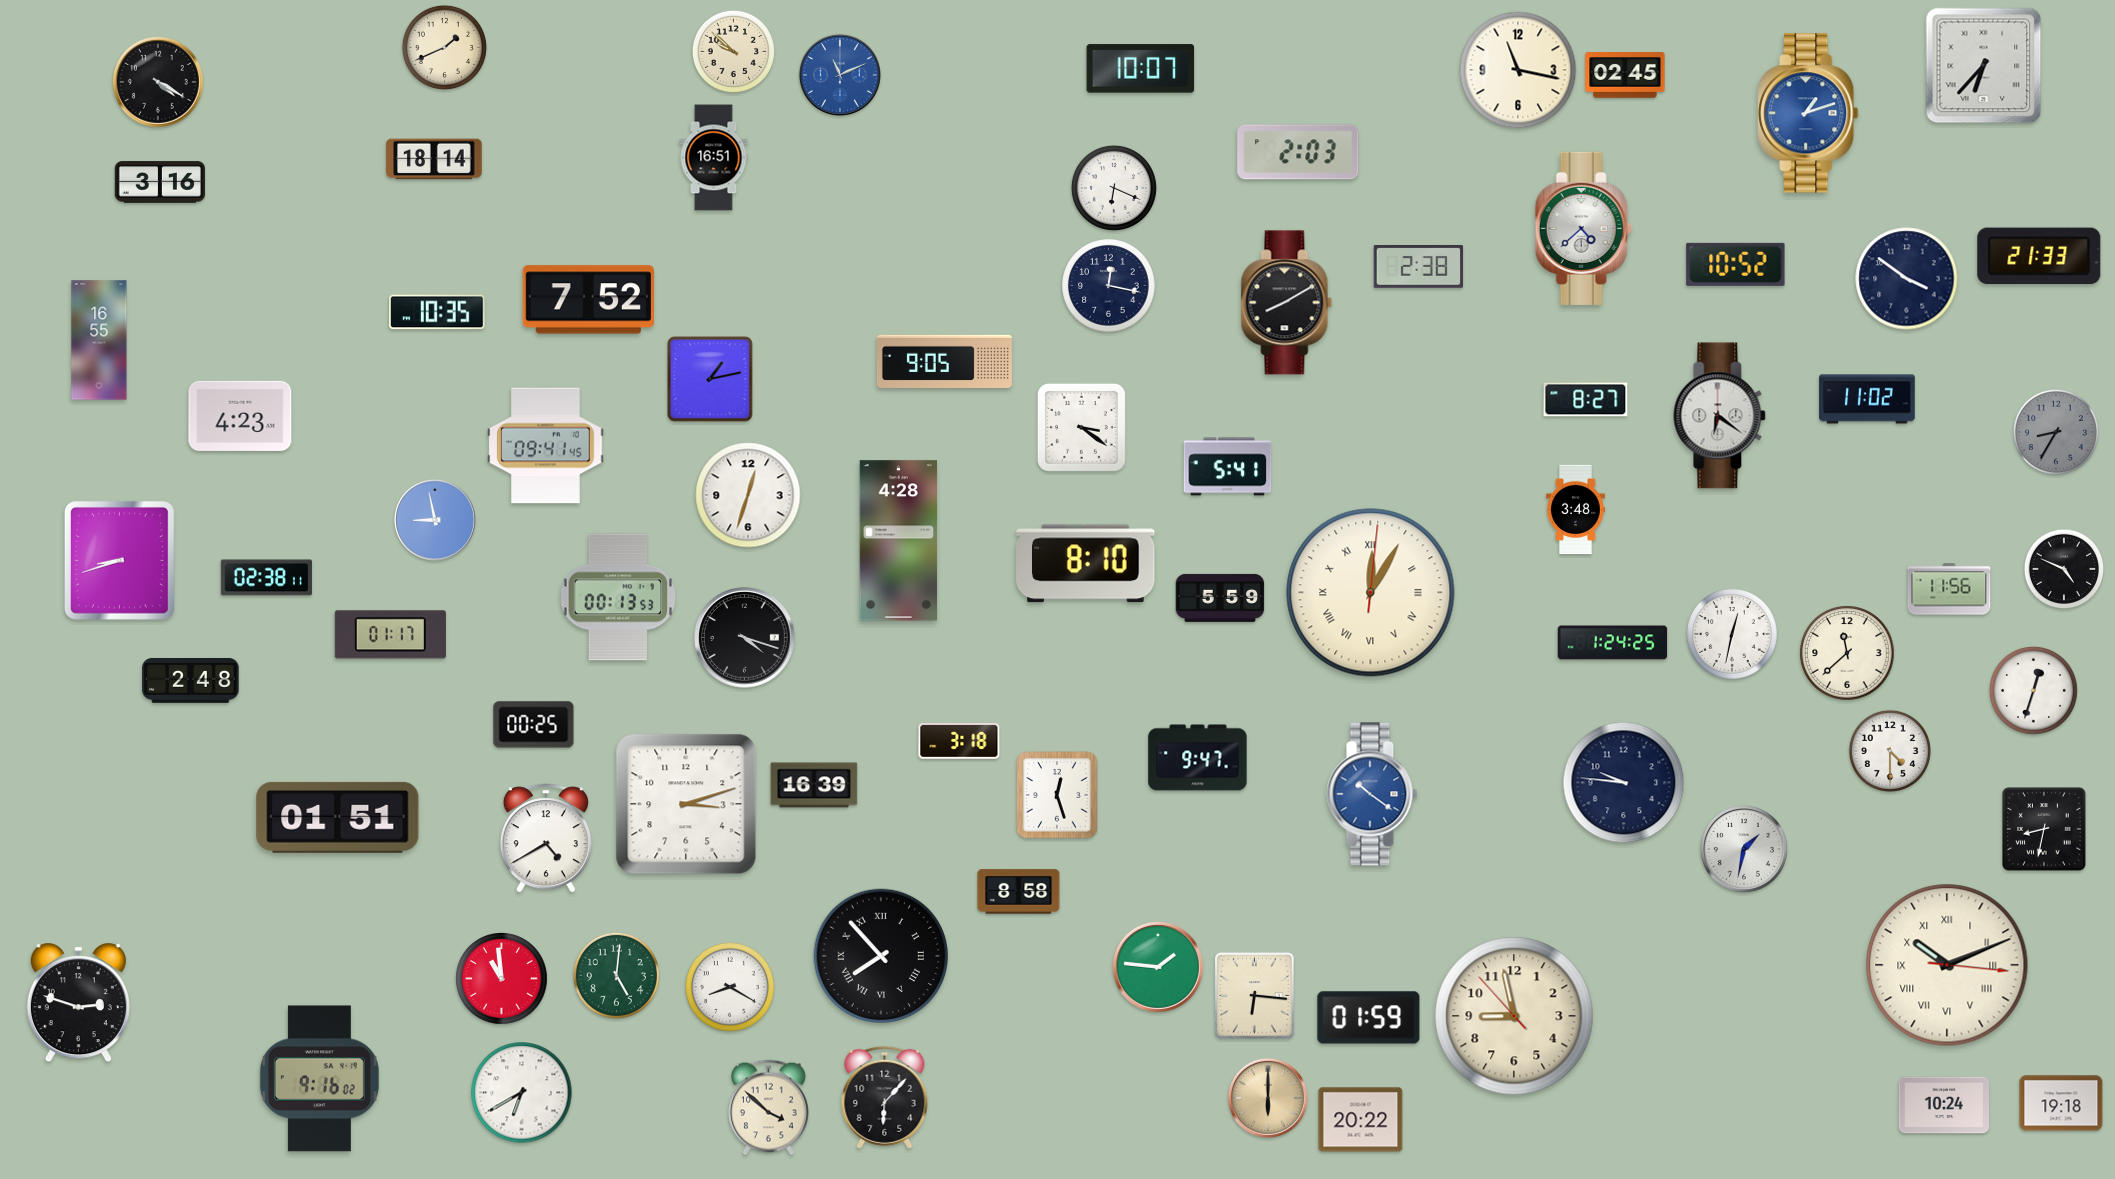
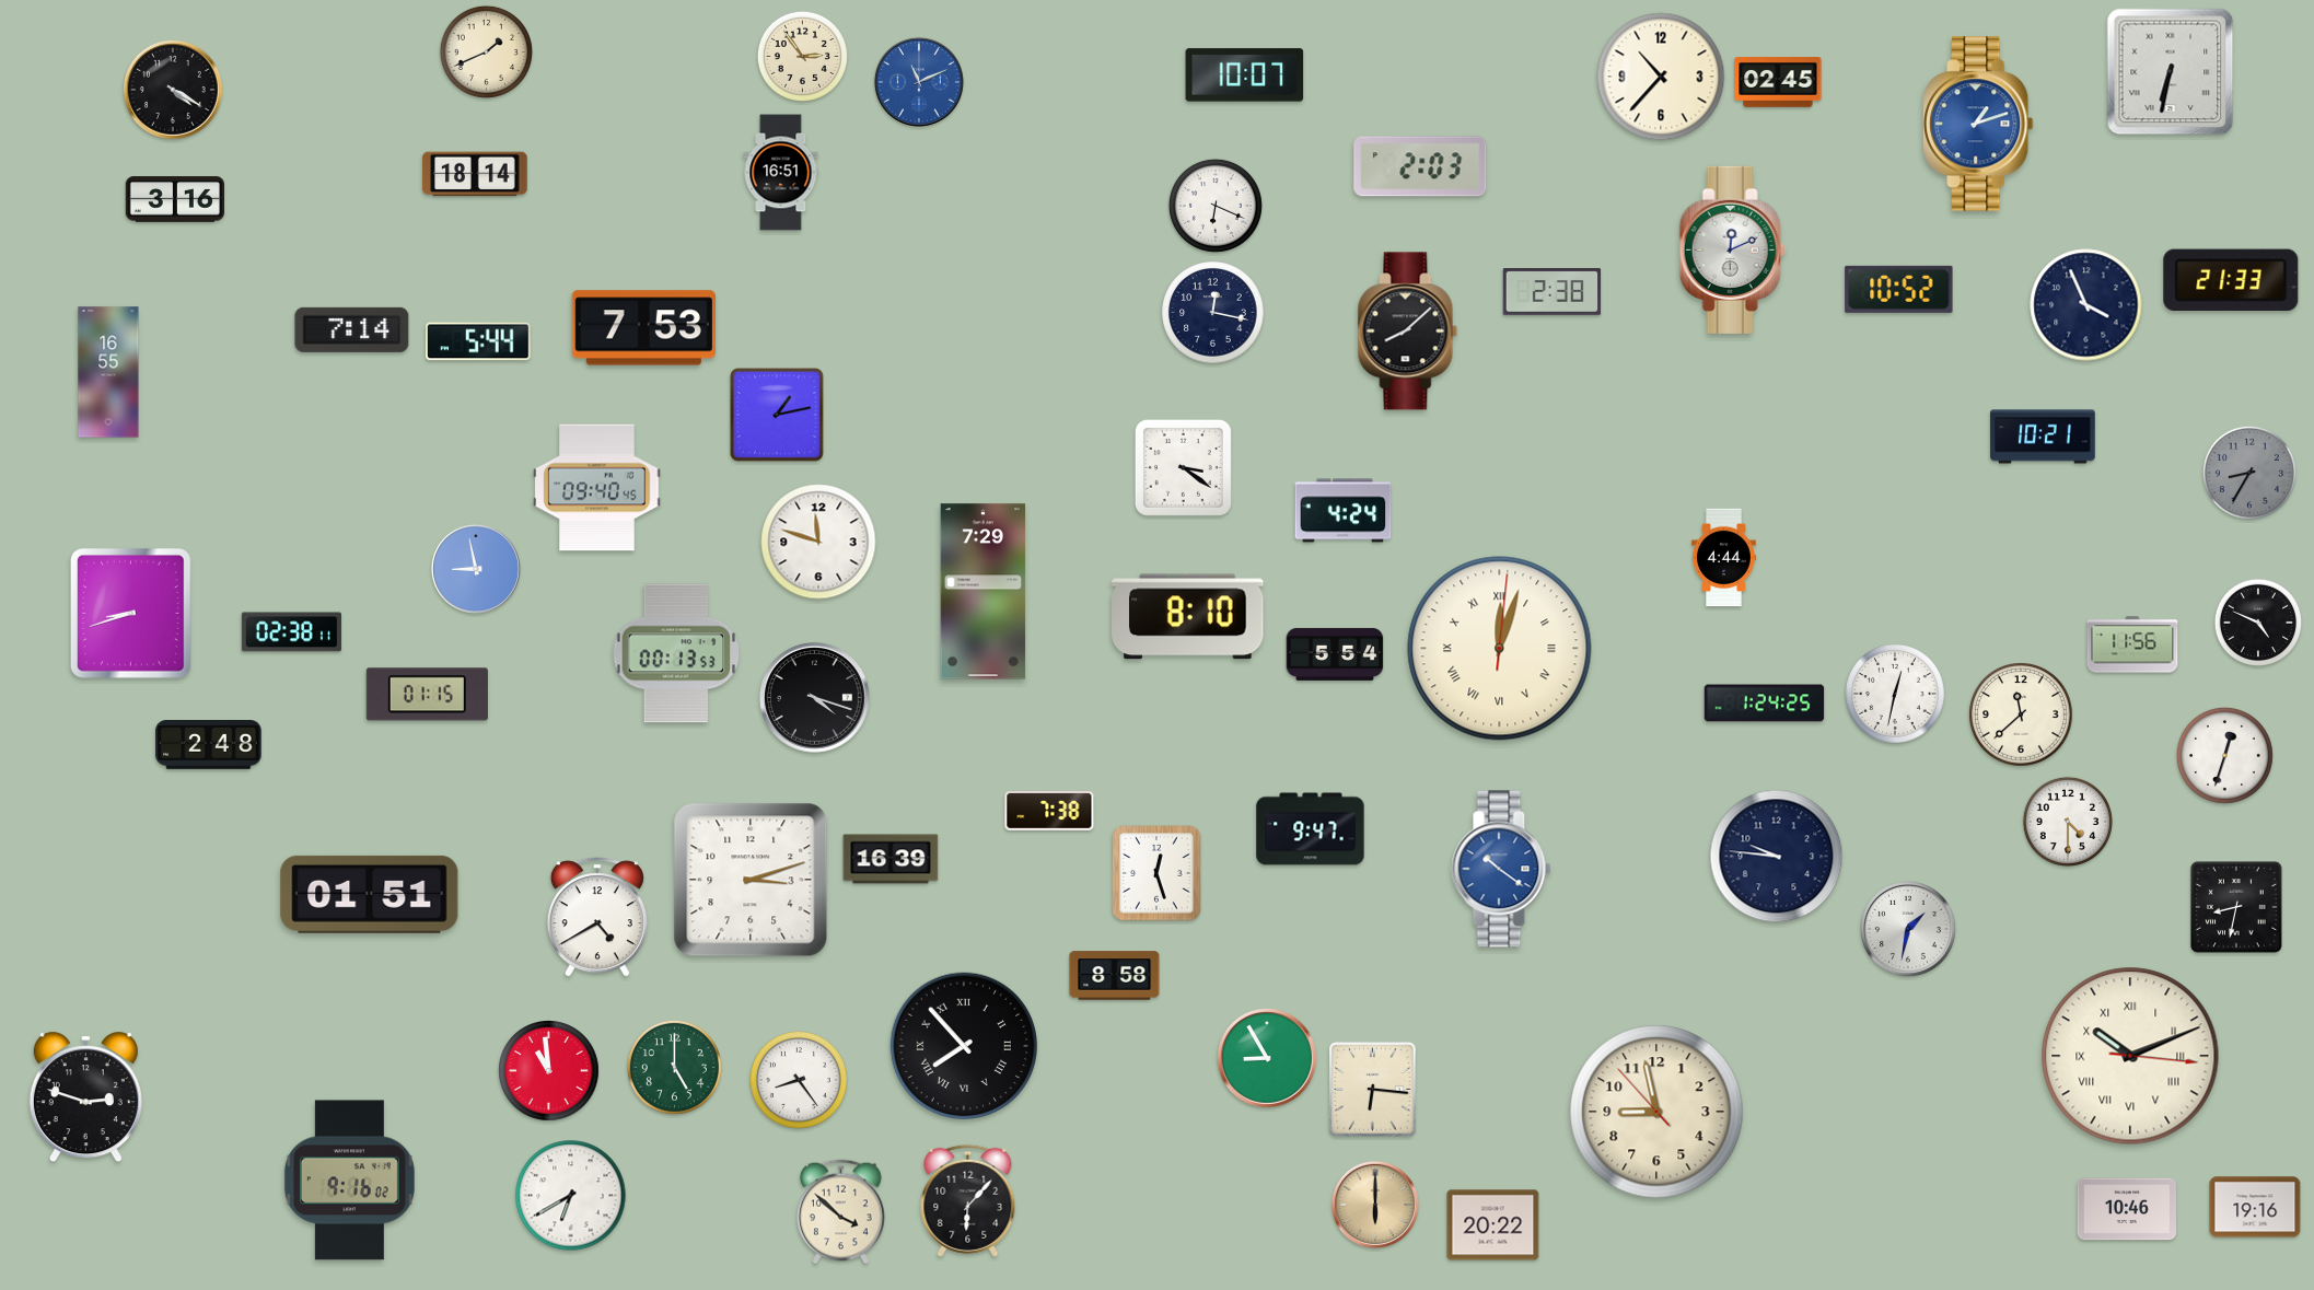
clock at (733, 51): 9:52 -> 2:54
clock at (1984, 66): 6:37 -> 6:32
clock at (1141, 69) position: (1141, 69) -> (1245, 75)
clock at (1518, 70): 11:17 -> 10:37
clock at (1114, 188) position: (1114, 188) -> (1216, 206)
clock at (1583, 228): 4:38 -> 12:11
clock at (1907, 279): 3:51 -> 3:56
clock at (588, 300): 7:52 -> 7:53
clock at (352, 329): none -> 7:14
clock at (1287, 303): 8:10 -> 8:08
clock at (437, 312): 10:35 -> 5:44
clock at (944, 361): 9:05 -> none
clock at (1867, 399): 11:02 -> 10:21
clock at (1586, 400): 8:27 -> none
clock at (240, 416): 4:23 -> none
clock at (1720, 416): 6:21 -> none
clock at (546, 446): 09:41 -> 09:40
clock at (1228, 467): 5:41 -> 4:24
clock at (748, 495): 12:33 -> 11:48
clock at (1576, 510): 3:48 -> 4:44
clock at (899, 541): 4:28 -> 7:29
clock at (1371, 593): 12:05 -> 12:03
clock at (1220, 598): 5:59 -> 5:54
clock at (390, 635): 01:17 -> 01:15
clock at (534, 725): 00:25 -> none
clock at (959, 742): 3:18 -> 7:38
clock at (1057, 795) position: (1057, 795) -> (1156, 873)
clock at (1158, 967): 1:46 -> 8:55
clock at (616, 975): 5:01 -> 5:00
clock at (730, 987): 8:20 -> 8:24
clock at (1369, 1018): 01:59 -> none
clock at (1268, 1098) position: (1268, 1098) -> (1375, 1205)
clock at (2061, 1103): 19:18 -> 19:16
clock at (1943, 1105): 10:24 -> 10:46
clock at (1361, 1120) position: (1361, 1120) -> (1493, 1225)
